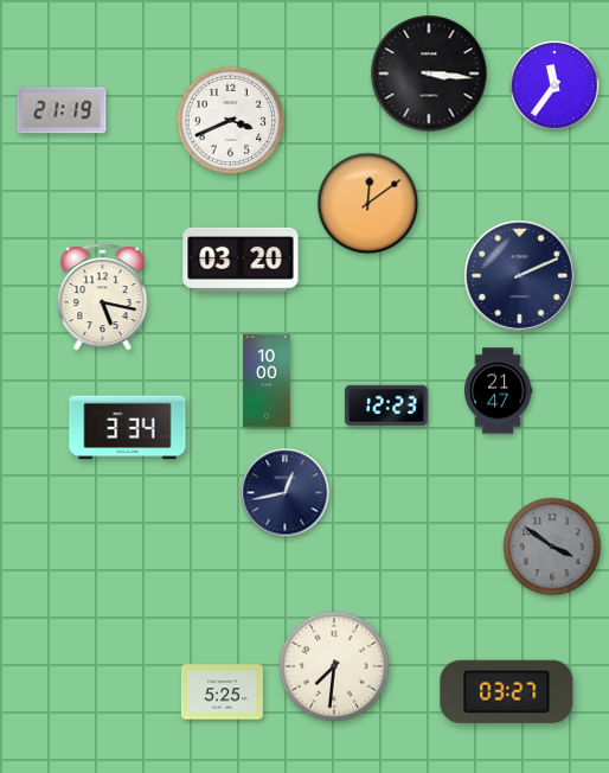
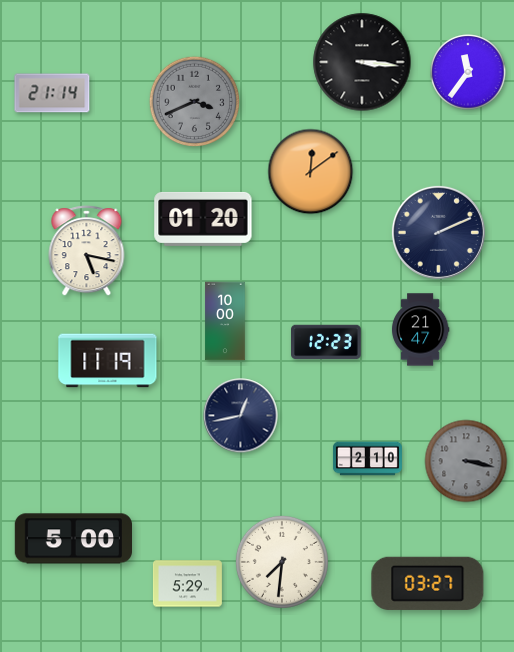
clock at (62, 110): 21:19 -> 21:14
clock at (230, 120) dial: white -> grey
clock at (241, 260): 03:20 -> 01:20
clock at (128, 428): 3:34 -> 11:19
clock at (367, 459): none -> 2:10
clock at (552, 547): 3:51 -> 3:17
clock at (73, 539): none -> 5:00
clock at (222, 692): 5:25 -> 5:29
